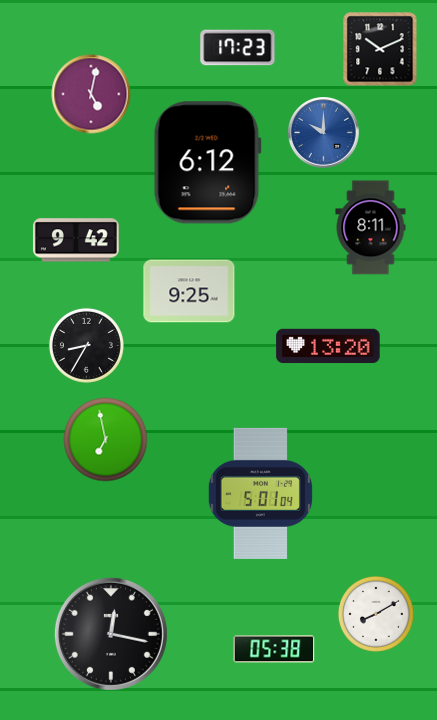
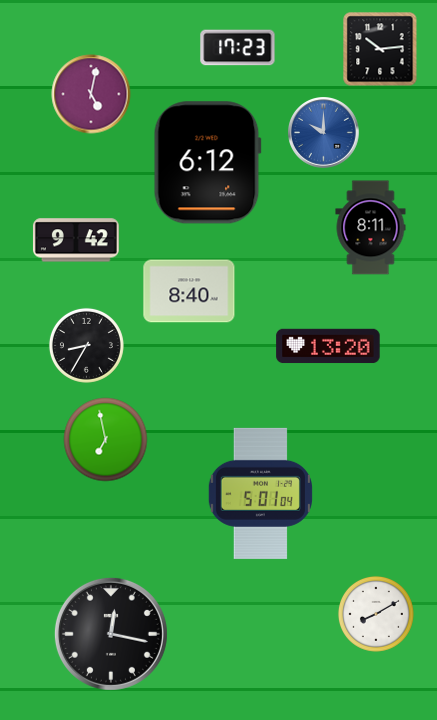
clock at (380, 49): 10:11 -> 10:14
clock at (189, 291): 9:25 -> 8:40
clock at (274, 649): 05:38 -> none
